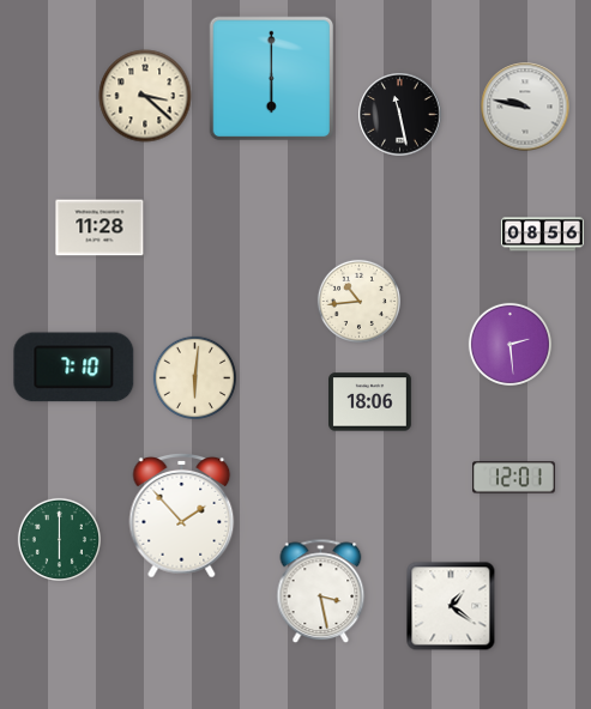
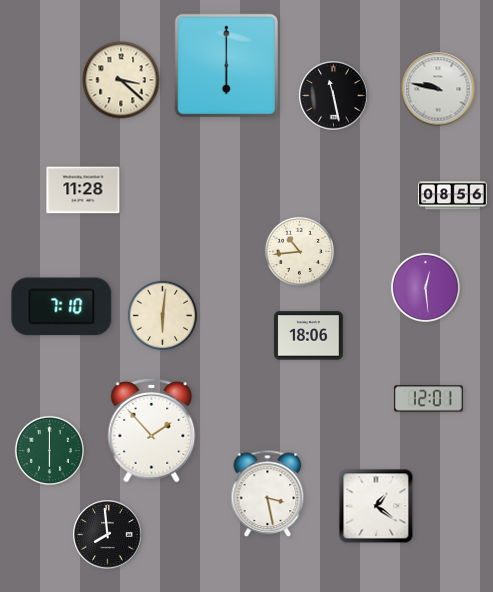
clock at (509, 344): 2:29 -> 12:29
clock at (108, 535): none -> 7:59
